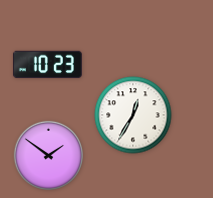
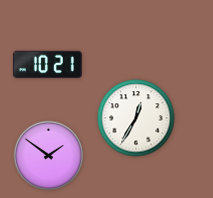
clock at (47, 65): 10:23 -> 10:21
clock at (133, 115) position: (133, 115) -> (136, 118)
